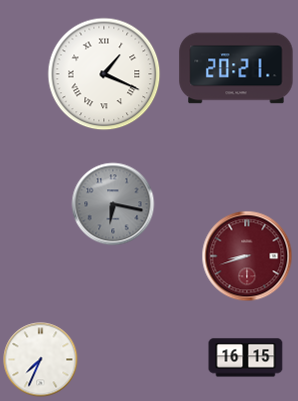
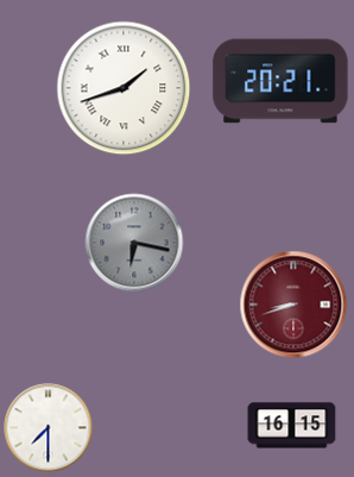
clock at (104, 74): 1:19 -> 1:42
clock at (41, 360): 7:34 -> 7:30
